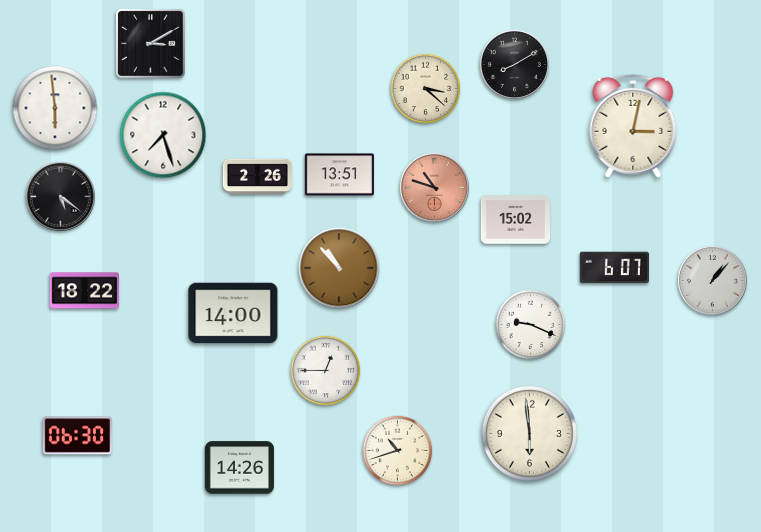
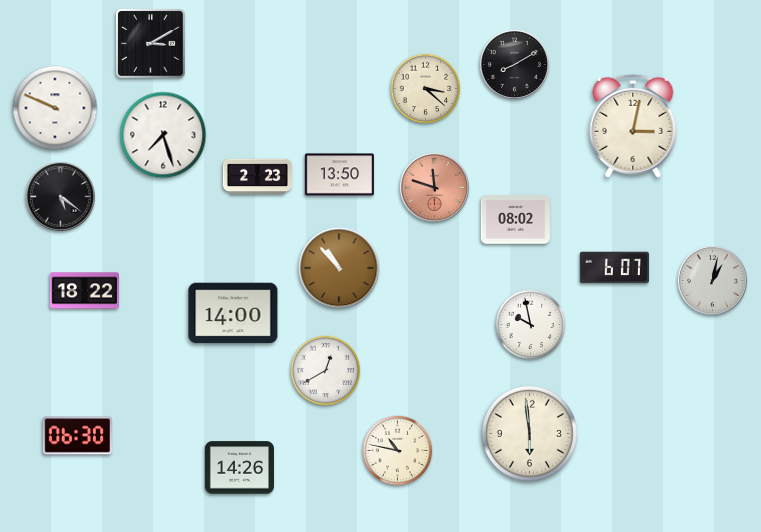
clock at (55, 108): 5:59 -> 9:49
clock at (339, 175): 13:51 -> 13:50
clock at (257, 177): 2:26 -> 2:23
clock at (434, 187): 10:48 -> 11:48
clock at (515, 220): 15:02 -> 08:02
clock at (712, 280): 1:07 -> 1:02
clock at (531, 325): 9:19 -> 9:58
clock at (326, 371): 12:45 -> 12:40
clock at (398, 451): 10:42 -> 10:47
